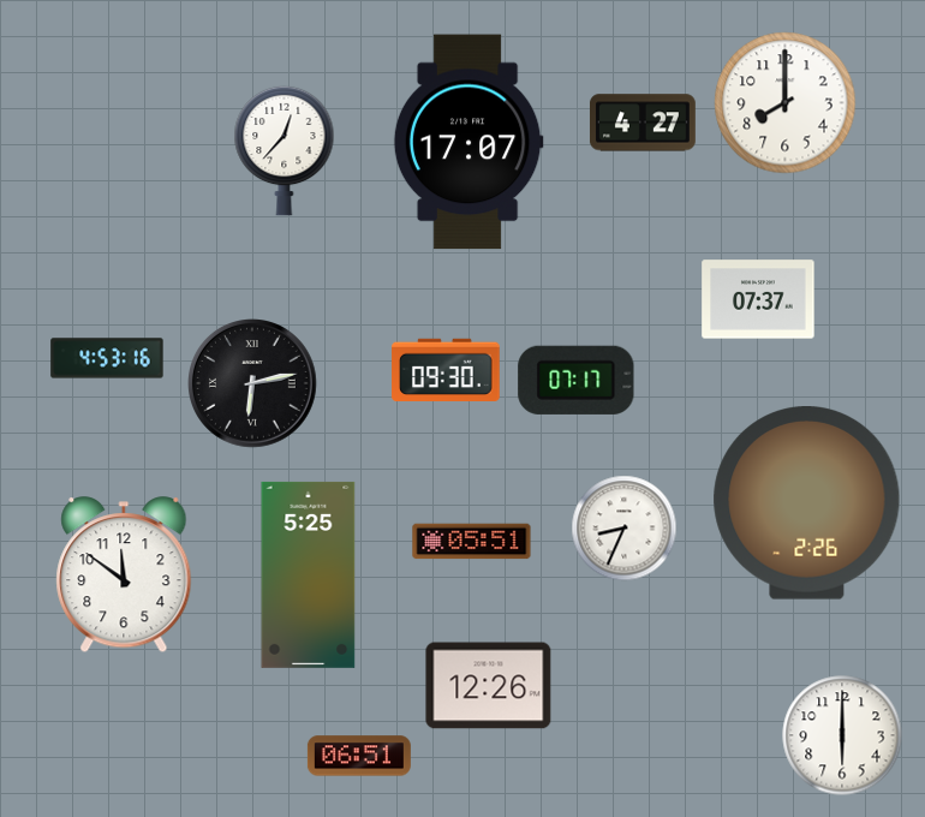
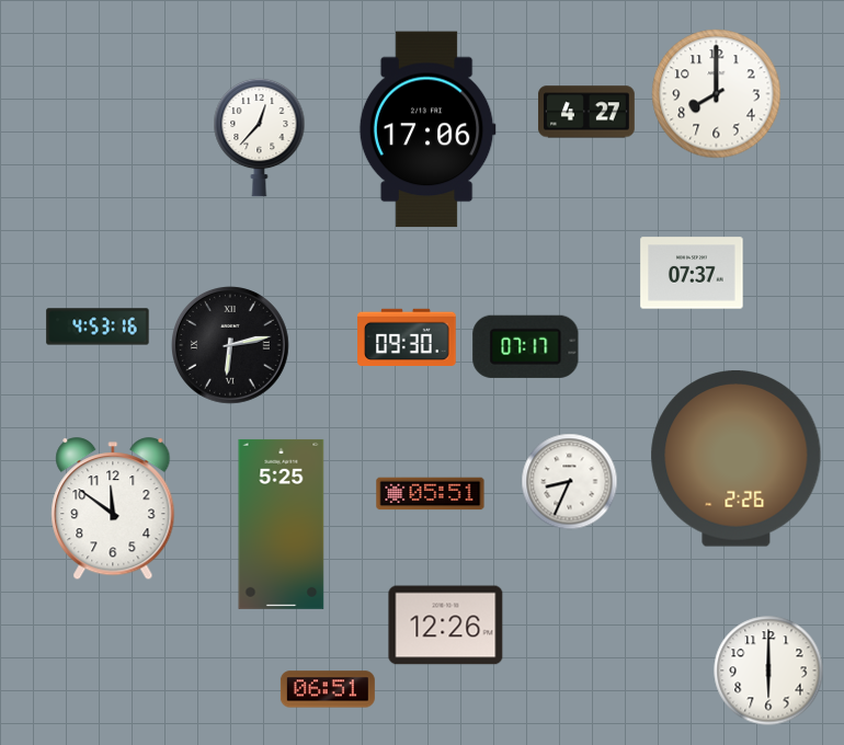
clock at (469, 142): 17:07 -> 17:06
clock at (253, 384) position: (253, 384) -> (231, 346)
clock at (124, 576) position: (124, 576) -> (113, 509)
